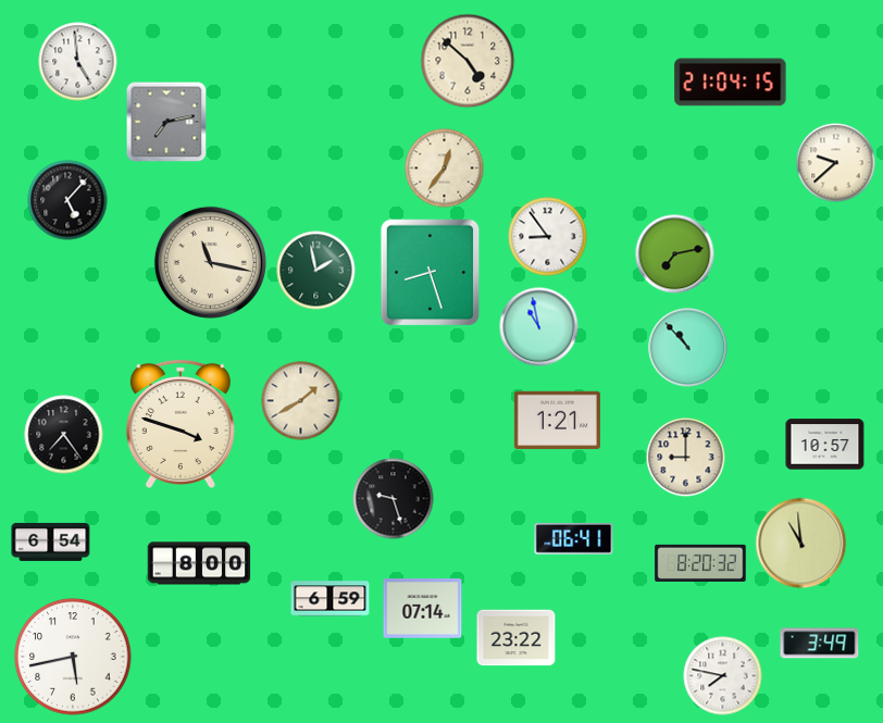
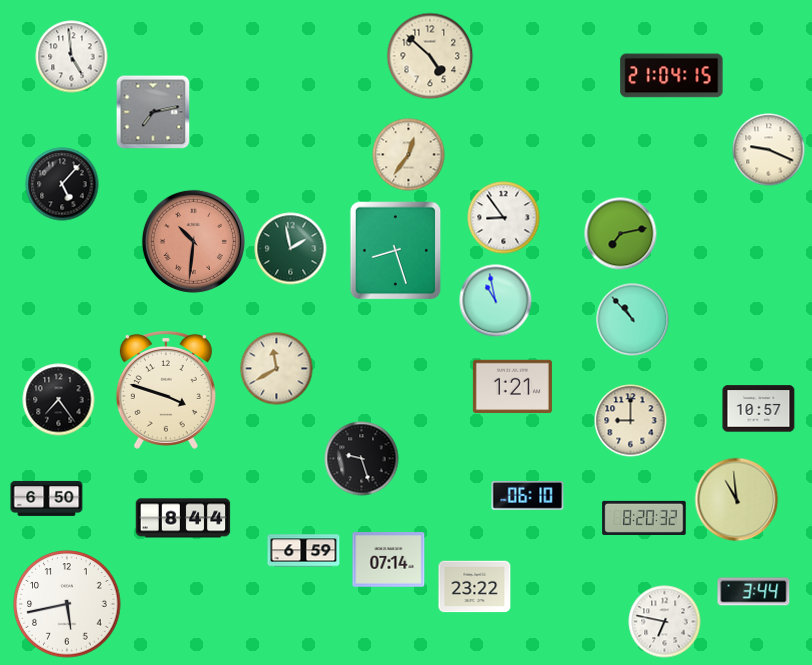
clock at (836, 163): 9:38 -> 9:19
clock at (210, 262): 11:17 -> 10:31
clock at (210, 262) dial: cream -> salmon
clock at (301, 401): 1:40 -> 11:40
clock at (574, 539): 06:41 -> 06:10
clock at (51, 541): 6:54 -> 6:50
clock at (199, 563): 8:00 -> 8:44
clock at (820, 644): 3:49 -> 3:44
clock at (723, 676): 7:47 -> 6:47
